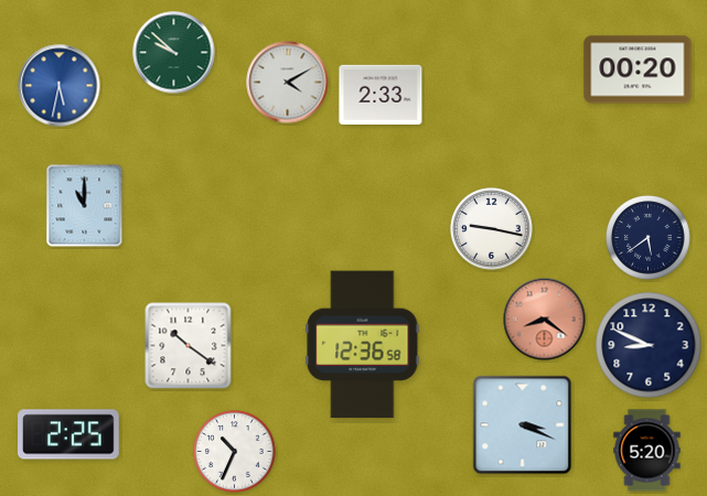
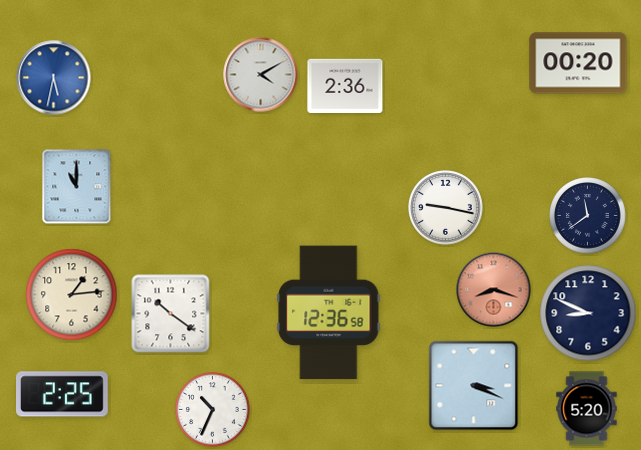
clock at (174, 53): 9:52 -> none
clock at (381, 94): 2:33 -> 2:36
clock at (649, 238): 5:39 -> 11:39
clock at (545, 320): 8:21 -> 8:18
clock at (72, 295): none -> 1:14
